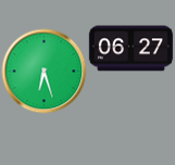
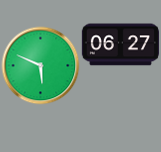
clock at (43, 71): 6:27 -> 5:49
